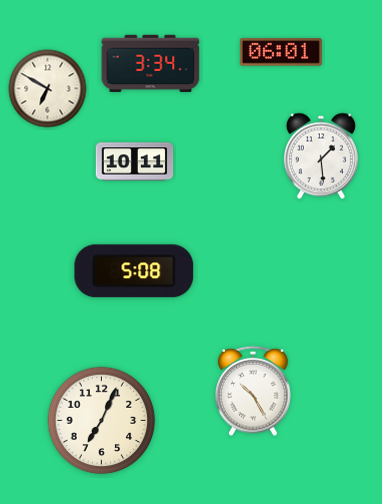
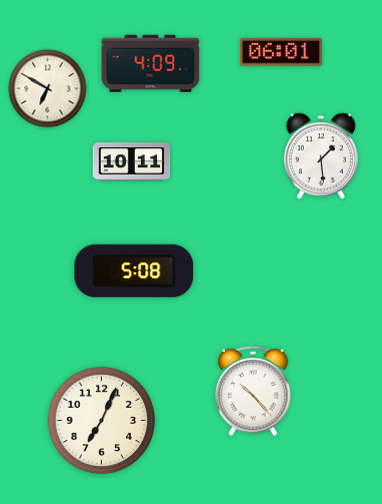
clock at (151, 63): 3:34 -> 4:09
clock at (135, 162) position: (135, 162) -> (132, 162)
clock at (253, 391): 10:25 -> 10:23
